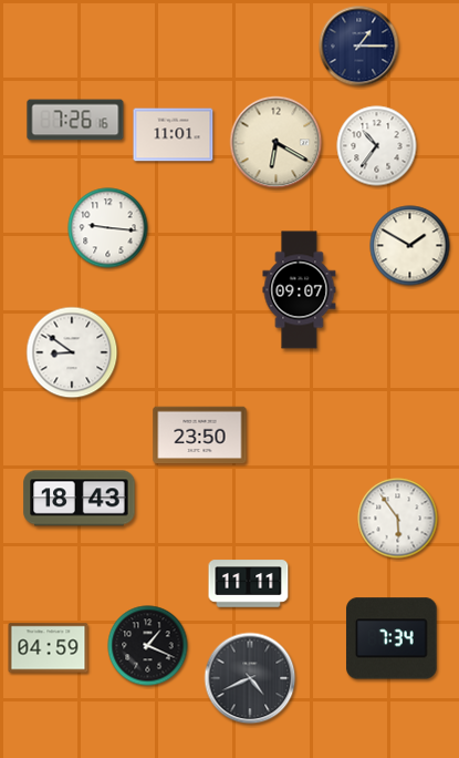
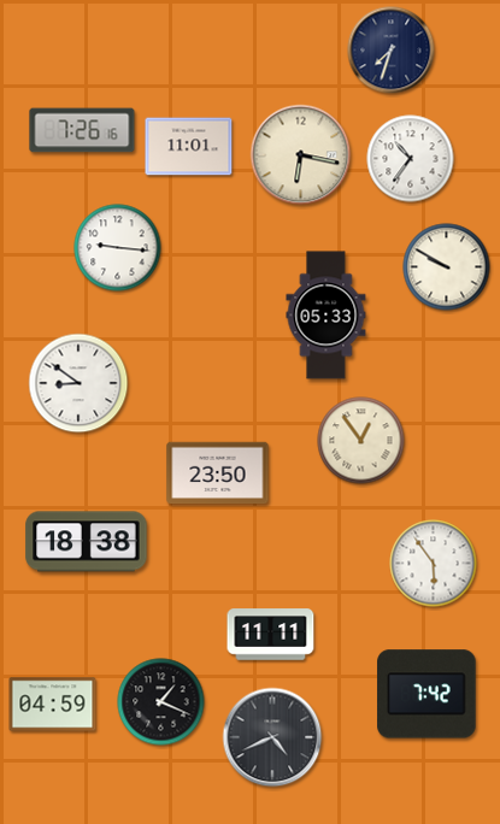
clock at (359, 47): 1:15 -> 7:33
clock at (277, 143): 6:20 -> 6:17
clock at (410, 246): 1:50 -> 9:50
clock at (300, 290): 09:07 -> 05:33
clock at (361, 441): none -> 12:54
clock at (80, 499): 18:43 -> 18:38
clock at (392, 638): 7:34 -> 7:42
